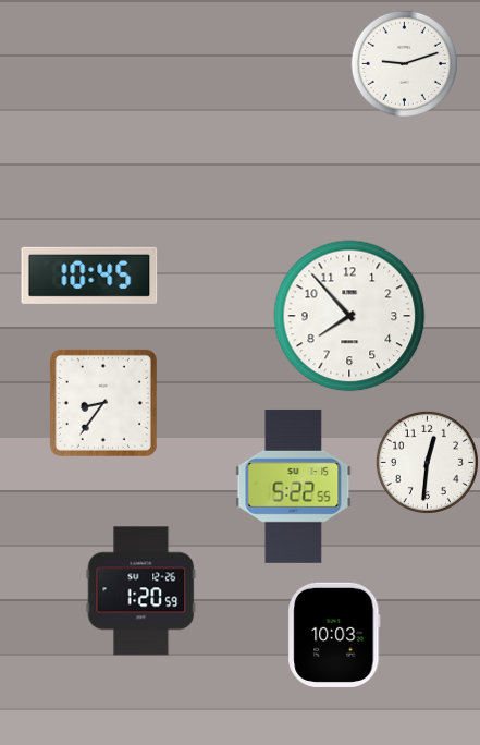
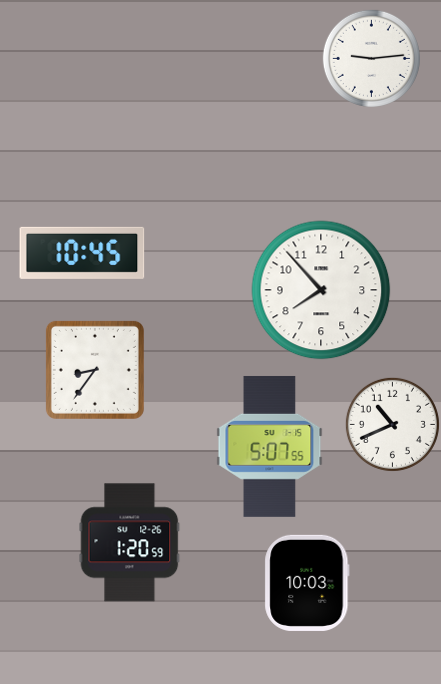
clock at (404, 63): 9:12 -> 9:14
clock at (427, 462): 12:31 -> 10:41
clock at (294, 486): 5:22 -> 5:07
